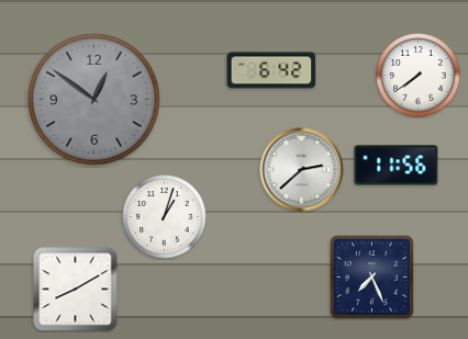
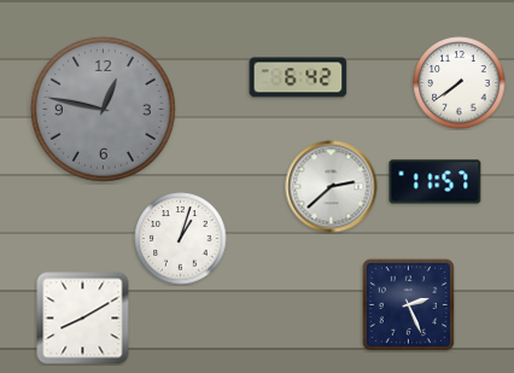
clock at (93, 99): 12:51 -> 12:47
clock at (397, 166): 11:56 -> 11:57
clock at (371, 276): 7:26 -> 2:26
